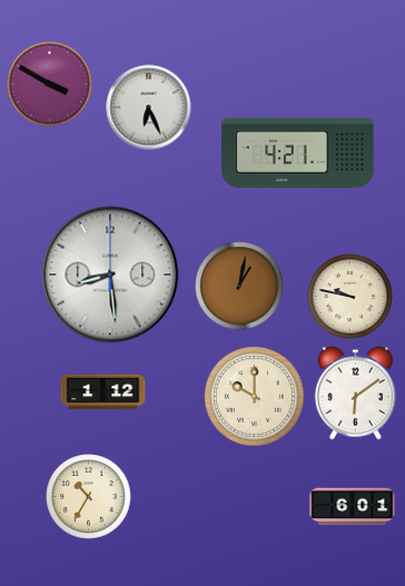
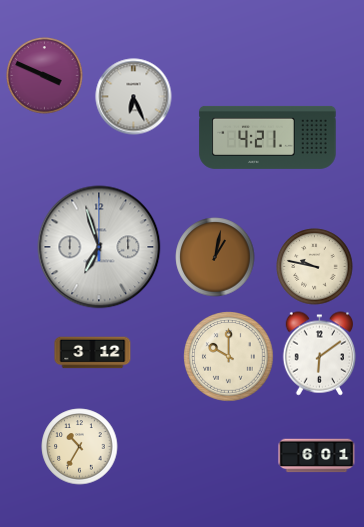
clock at (50, 85): 3:50 -> 3:49
clock at (110, 275): 8:29 -> 6:57
clock at (103, 393): 1:12 -> 3:12
